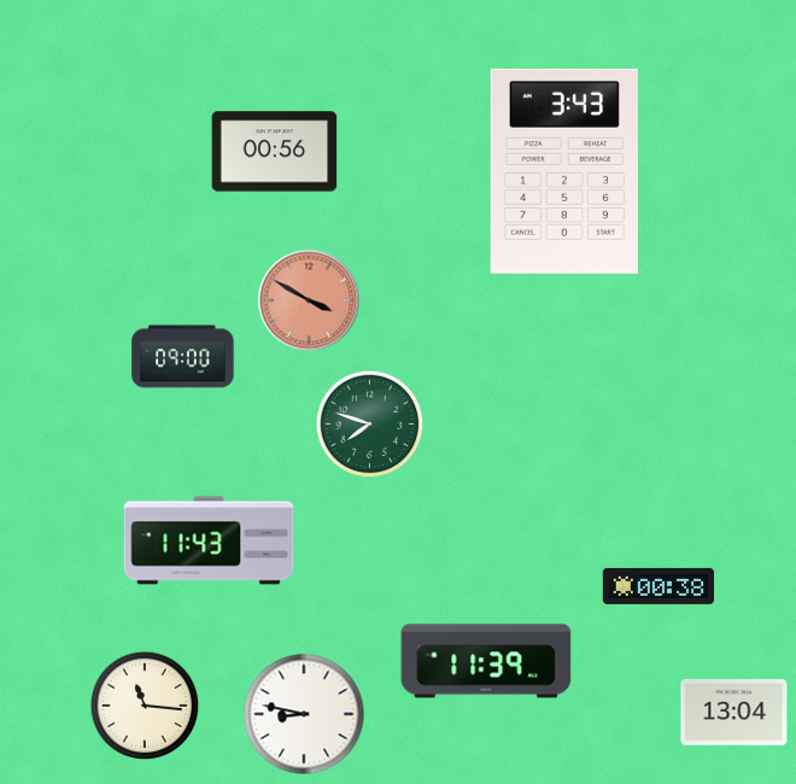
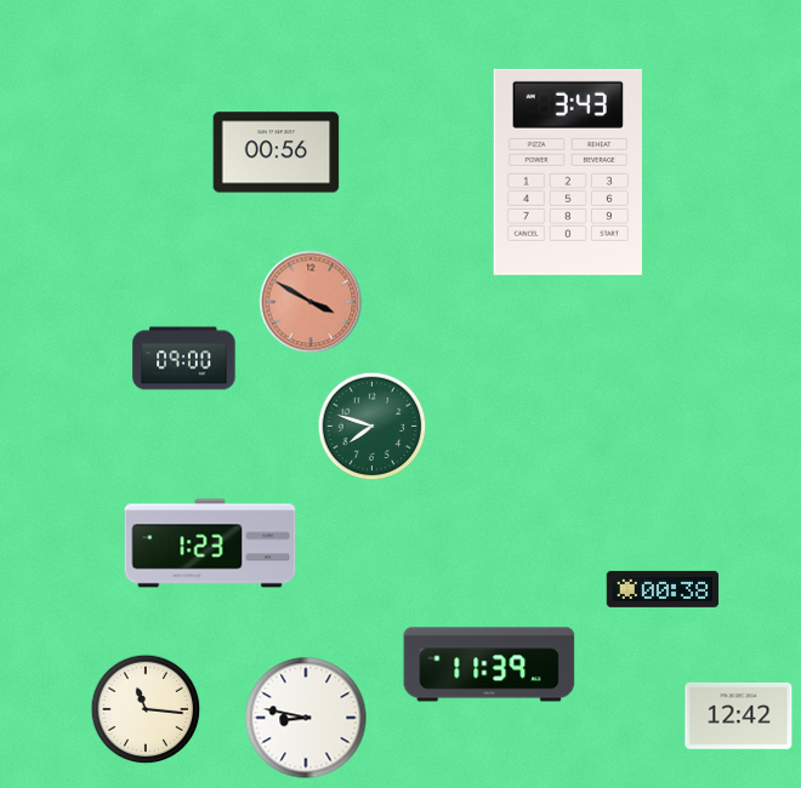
clock at (209, 540): 11:43 -> 1:23
clock at (734, 713): 13:04 -> 12:42
